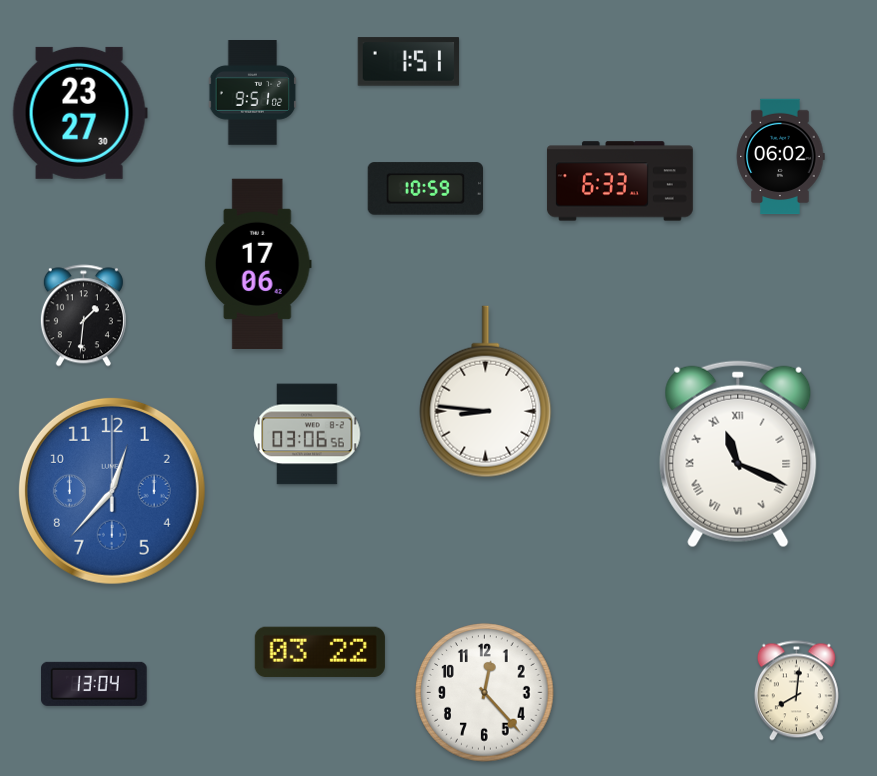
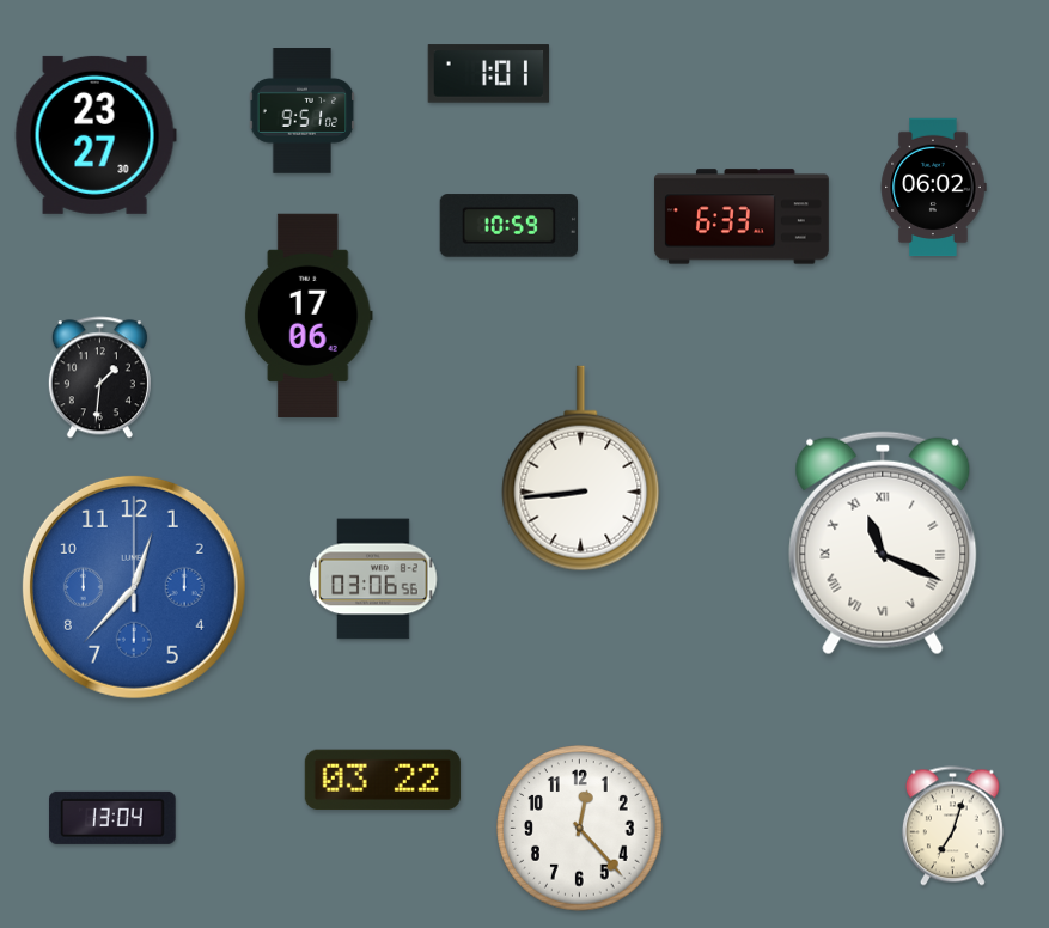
clock at (409, 62): 1:51 -> 1:01
clock at (486, 392): 8:46 -> 8:44
clock at (307, 434) position: (307, 434) -> (373, 579)
clock at (796, 691): 8:01 -> 7:03
